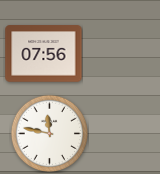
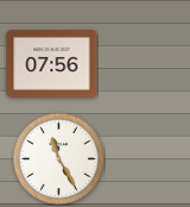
clock at (49, 133): 11:47 -> 11:25
